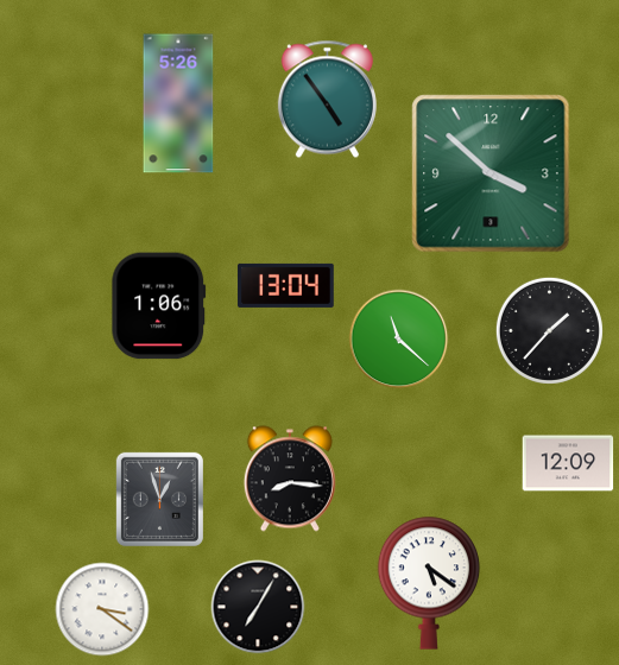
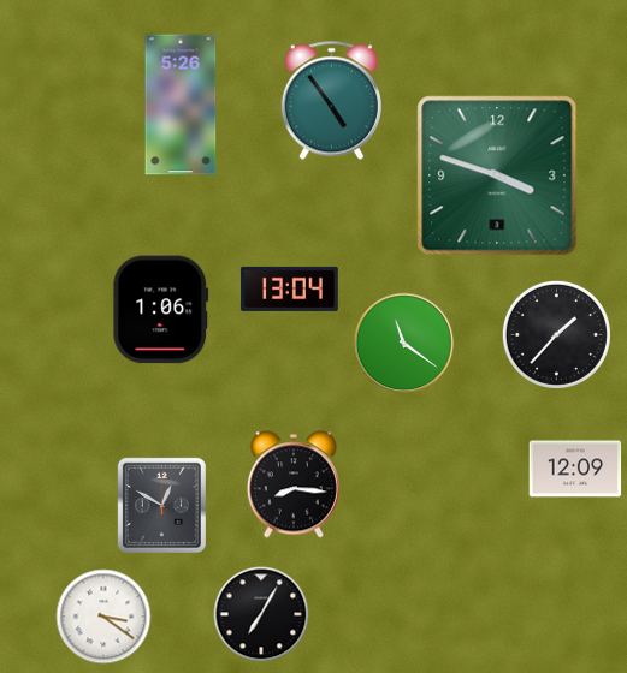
clock at (491, 173): 3:52 -> 3:48
clock at (399, 340): 11:22 -> 11:21
clock at (159, 499): 12:57 -> 12:50
clock at (429, 583): 5:21 -> none
